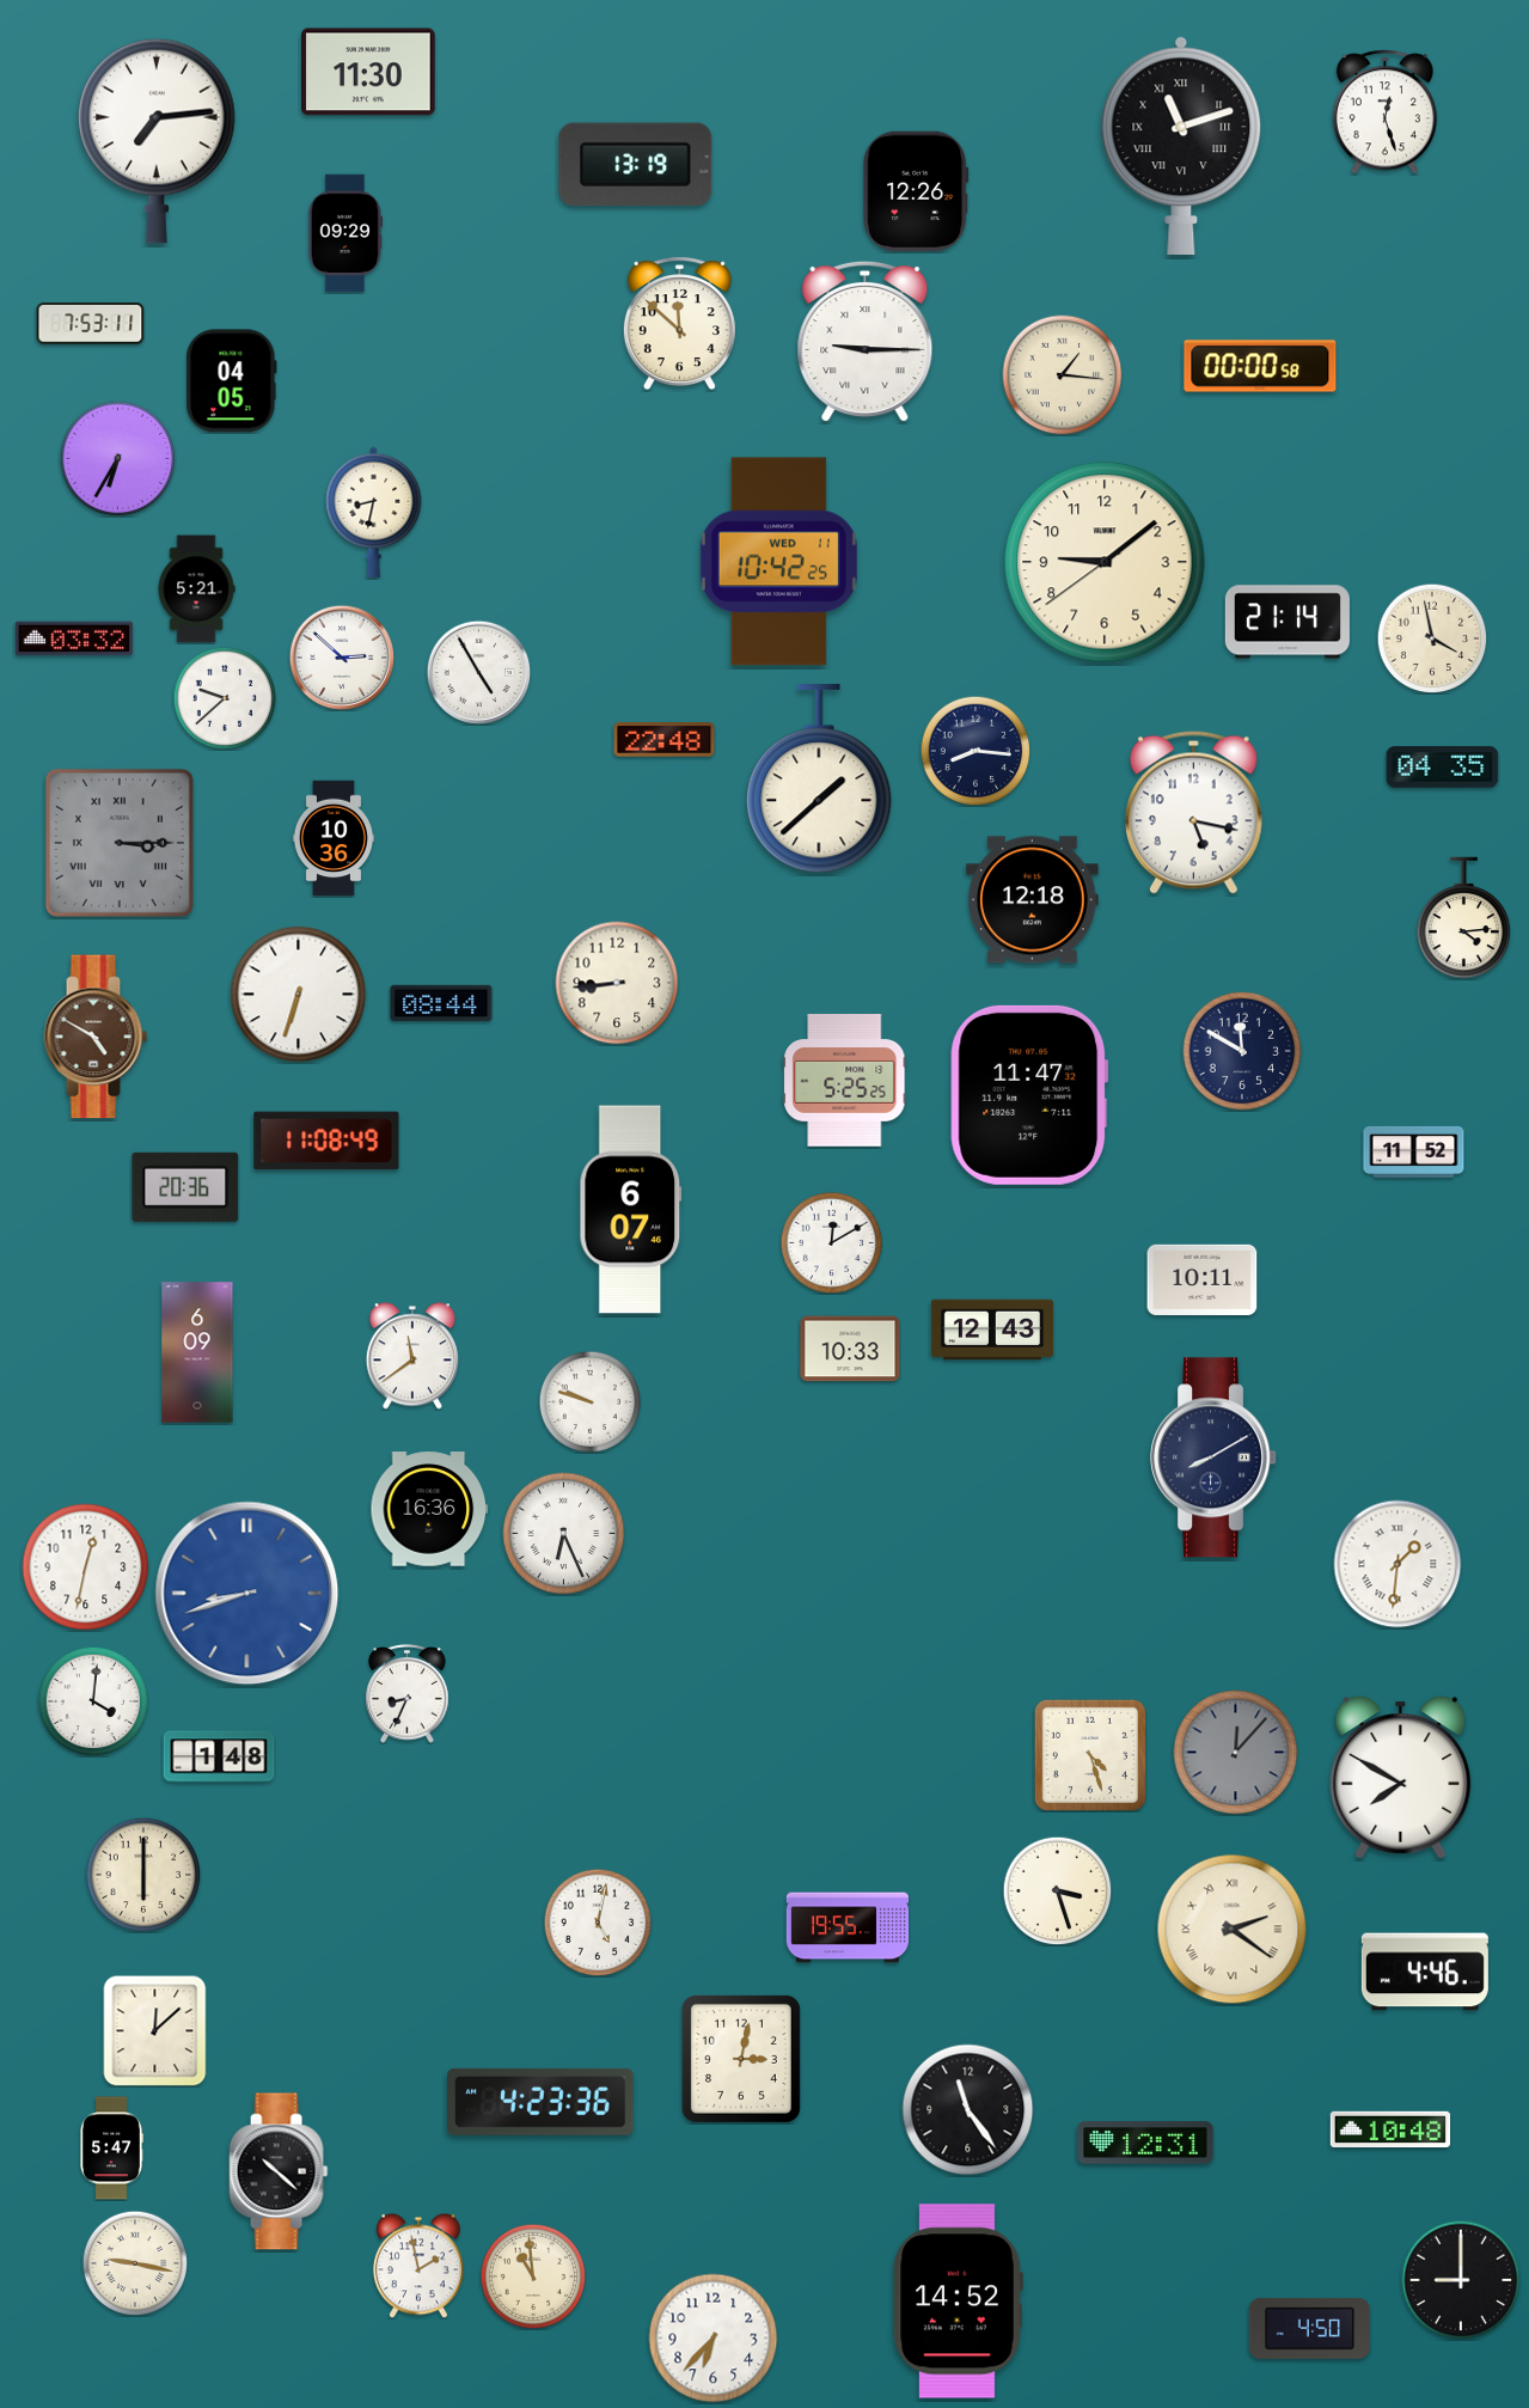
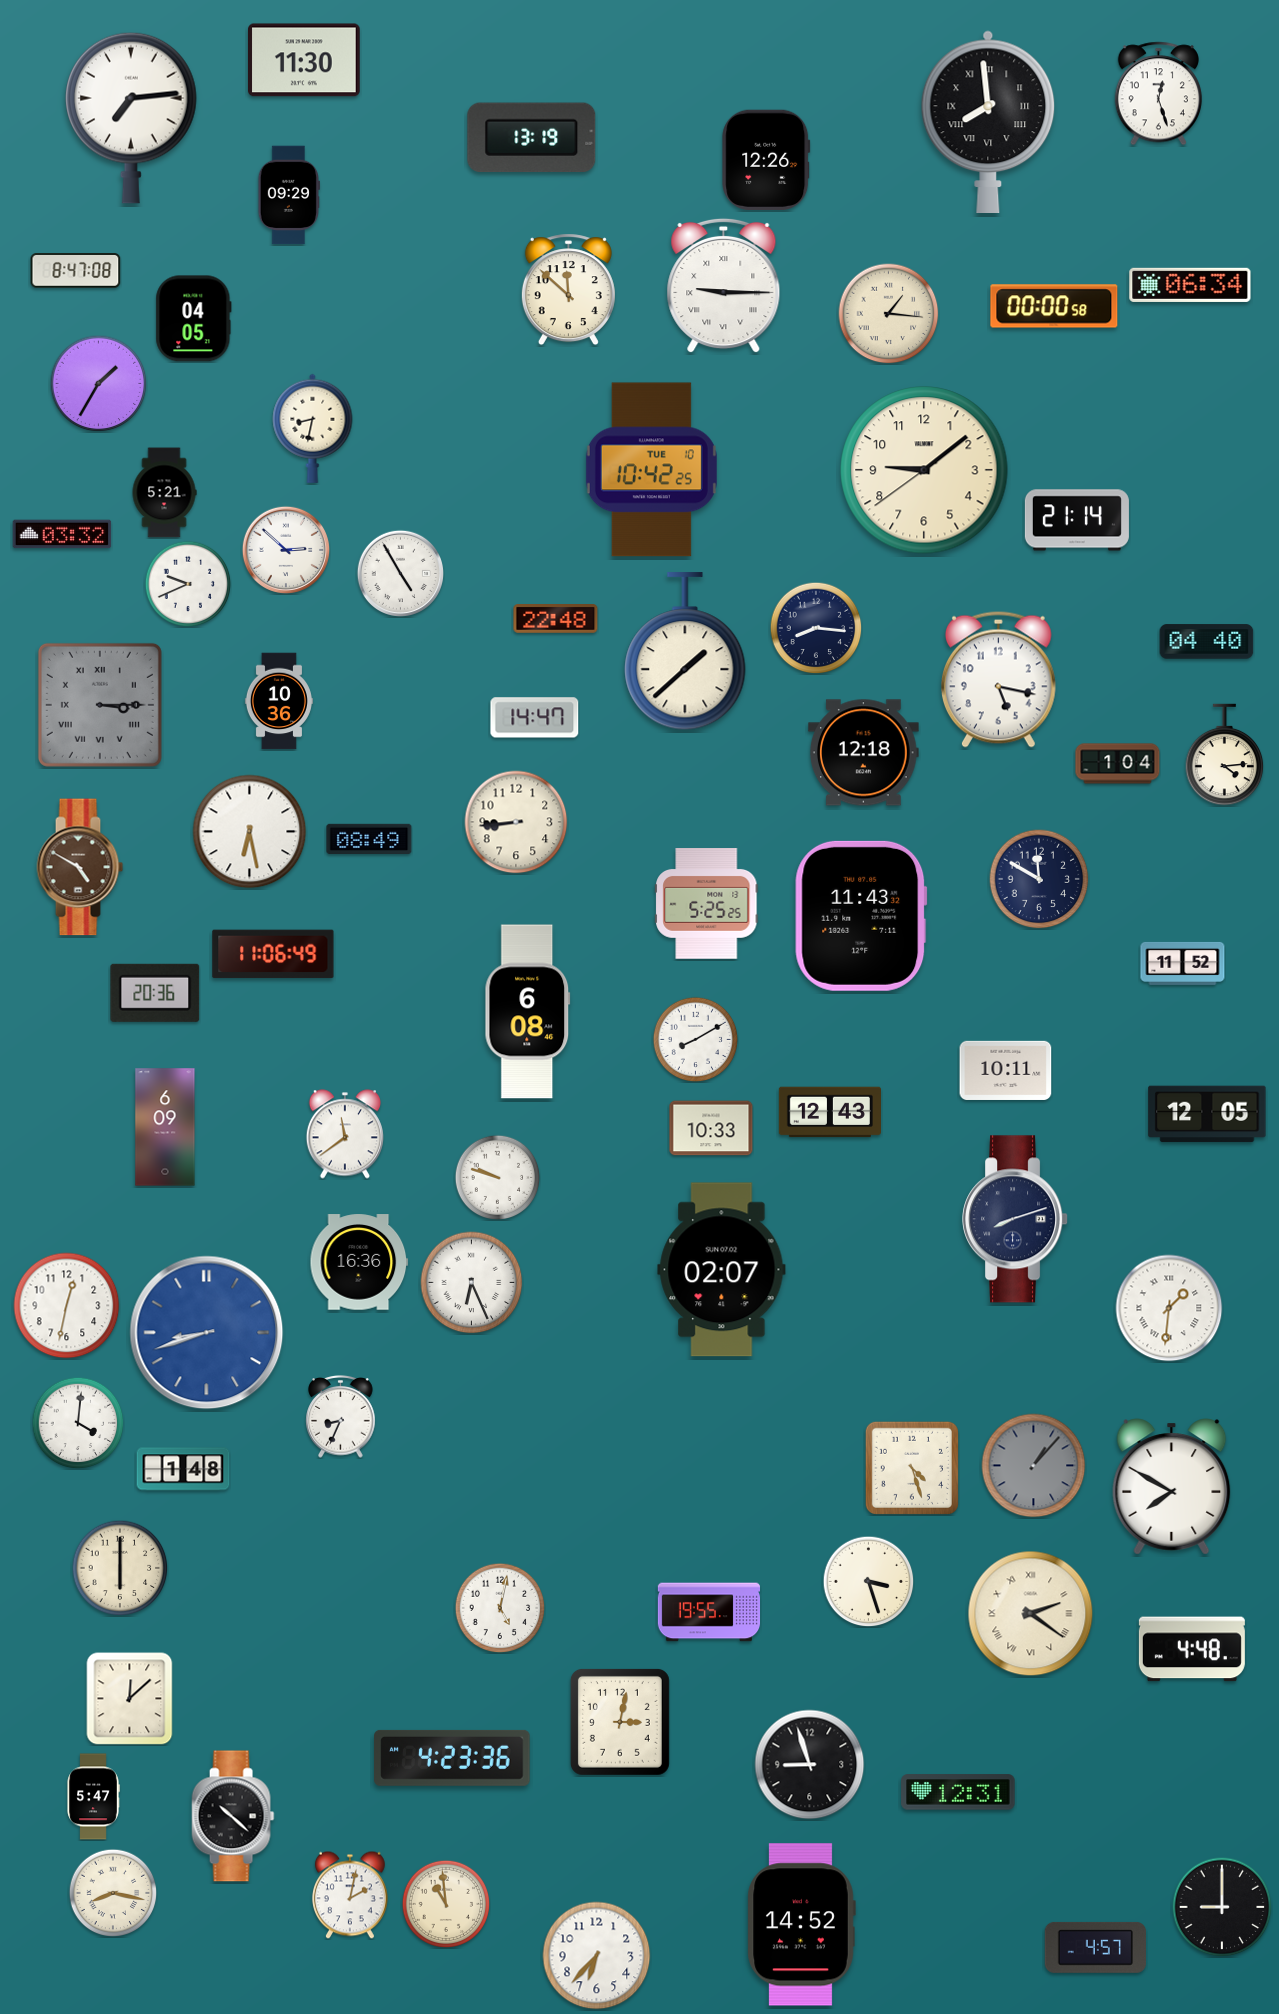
clock at (369, 72) position: (369, 72) -> (305, 60)
clock at (1181, 145): 11:12 -> 7:59
clock at (91, 324): 7:53 -> 8:47
clock at (679, 324) position: (679, 324) -> (568, 290)
clock at (1190, 285): none -> 06:34
clock at (117, 458): 6:35 -> 1:35
clock at (778, 562) date: WED 11 -> TUE 10
clock at (1432, 638): 3:58 -> none
clock at (478, 672) position: (478, 672) -> (400, 573)
clock at (225, 698): 9:38 -> 9:41
clock at (1443, 768): 04:35 -> 04:40
clock at (535, 718): none -> 14:47
clock at (1118, 764): none -> 1:04
clock at (1464, 918) position: (1464, 918) -> (1225, 755)
clock at (299, 995): 6:33 -> 6:28
clock at (441, 1002): 08:44 -> 08:49
clock at (1029, 1095): 11:47 -> 11:43
clock at (326, 1141): 11:08 -> 11:06
clock at (631, 1210): 6:07 -> 6:08
clock at (831, 1242): 12:10 -> 8:10
clock at (1207, 1114): none -> 12:05
clock at (197, 1352) position: (197, 1352) -> (165, 1127)
clock at (589, 1401) position: (589, 1401) -> (497, 1177)
clock at (1215, 1457): 8:10 -> 8:12
clock at (722, 1270): none -> 02:07
clock at (86, 1567) position: (86, 1567) -> (67, 1306)
clock at (1236, 1753): 12:07 -> 1:07
clock at (1057, 1890) position: (1057, 1890) -> (868, 1581)
clock at (1425, 1972): 4:46 -> 4:48
clock at (968, 2110): 11:24 -> 8:57
clock at (1390, 2128): 10:48 -> none
clock at (135, 2263): 9:17 -> 8:17
clock at (418, 2266): 1:58 -> 2:02
clock at (1309, 2328): 4:50 -> 4:57
